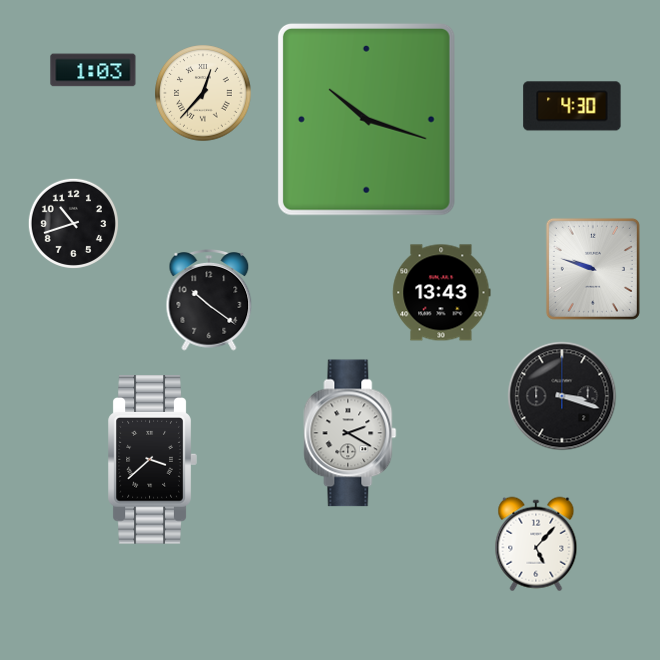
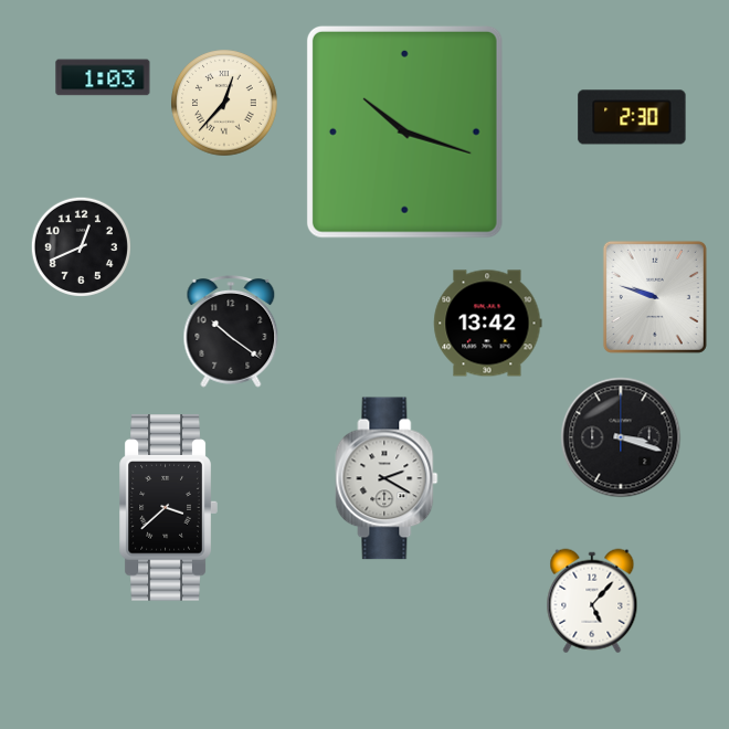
clock at (572, 106): 4:30 -> 2:30
clock at (73, 223): 10:42 -> 12:41
clock at (442, 293): 13:43 -> 13:42
